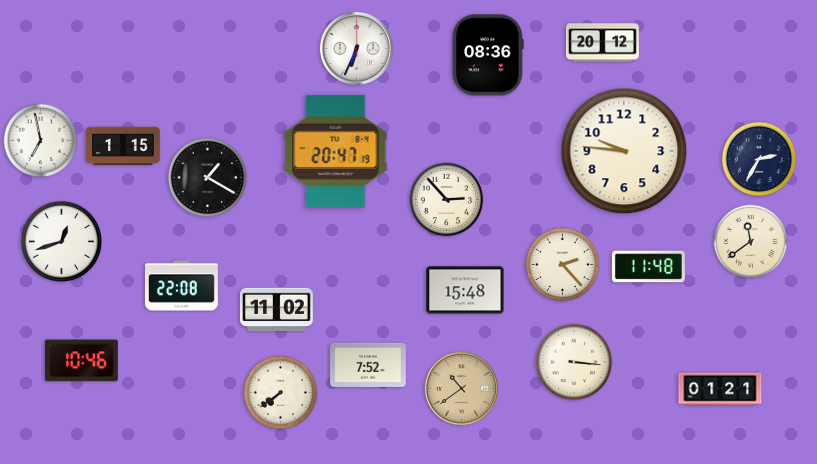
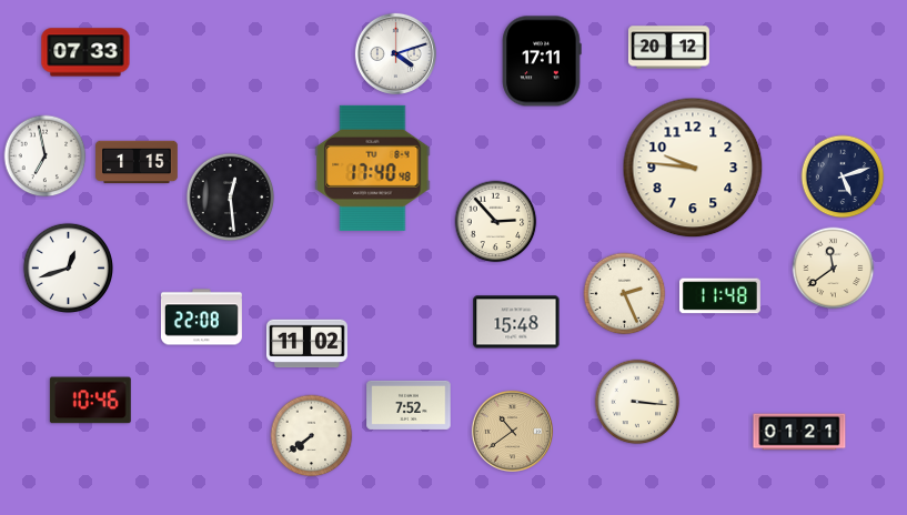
clock at (85, 52): none -> 07:33
clock at (356, 48): 6:34 -> 4:12
clock at (488, 55): 08:36 -> 17:11
clock at (336, 151): 20:47 -> 17:40
clock at (759, 159): 2:35 -> 5:12
clock at (208, 178): 1:20 -> 12:29
clock at (563, 265): 2:23 -> 2:26
